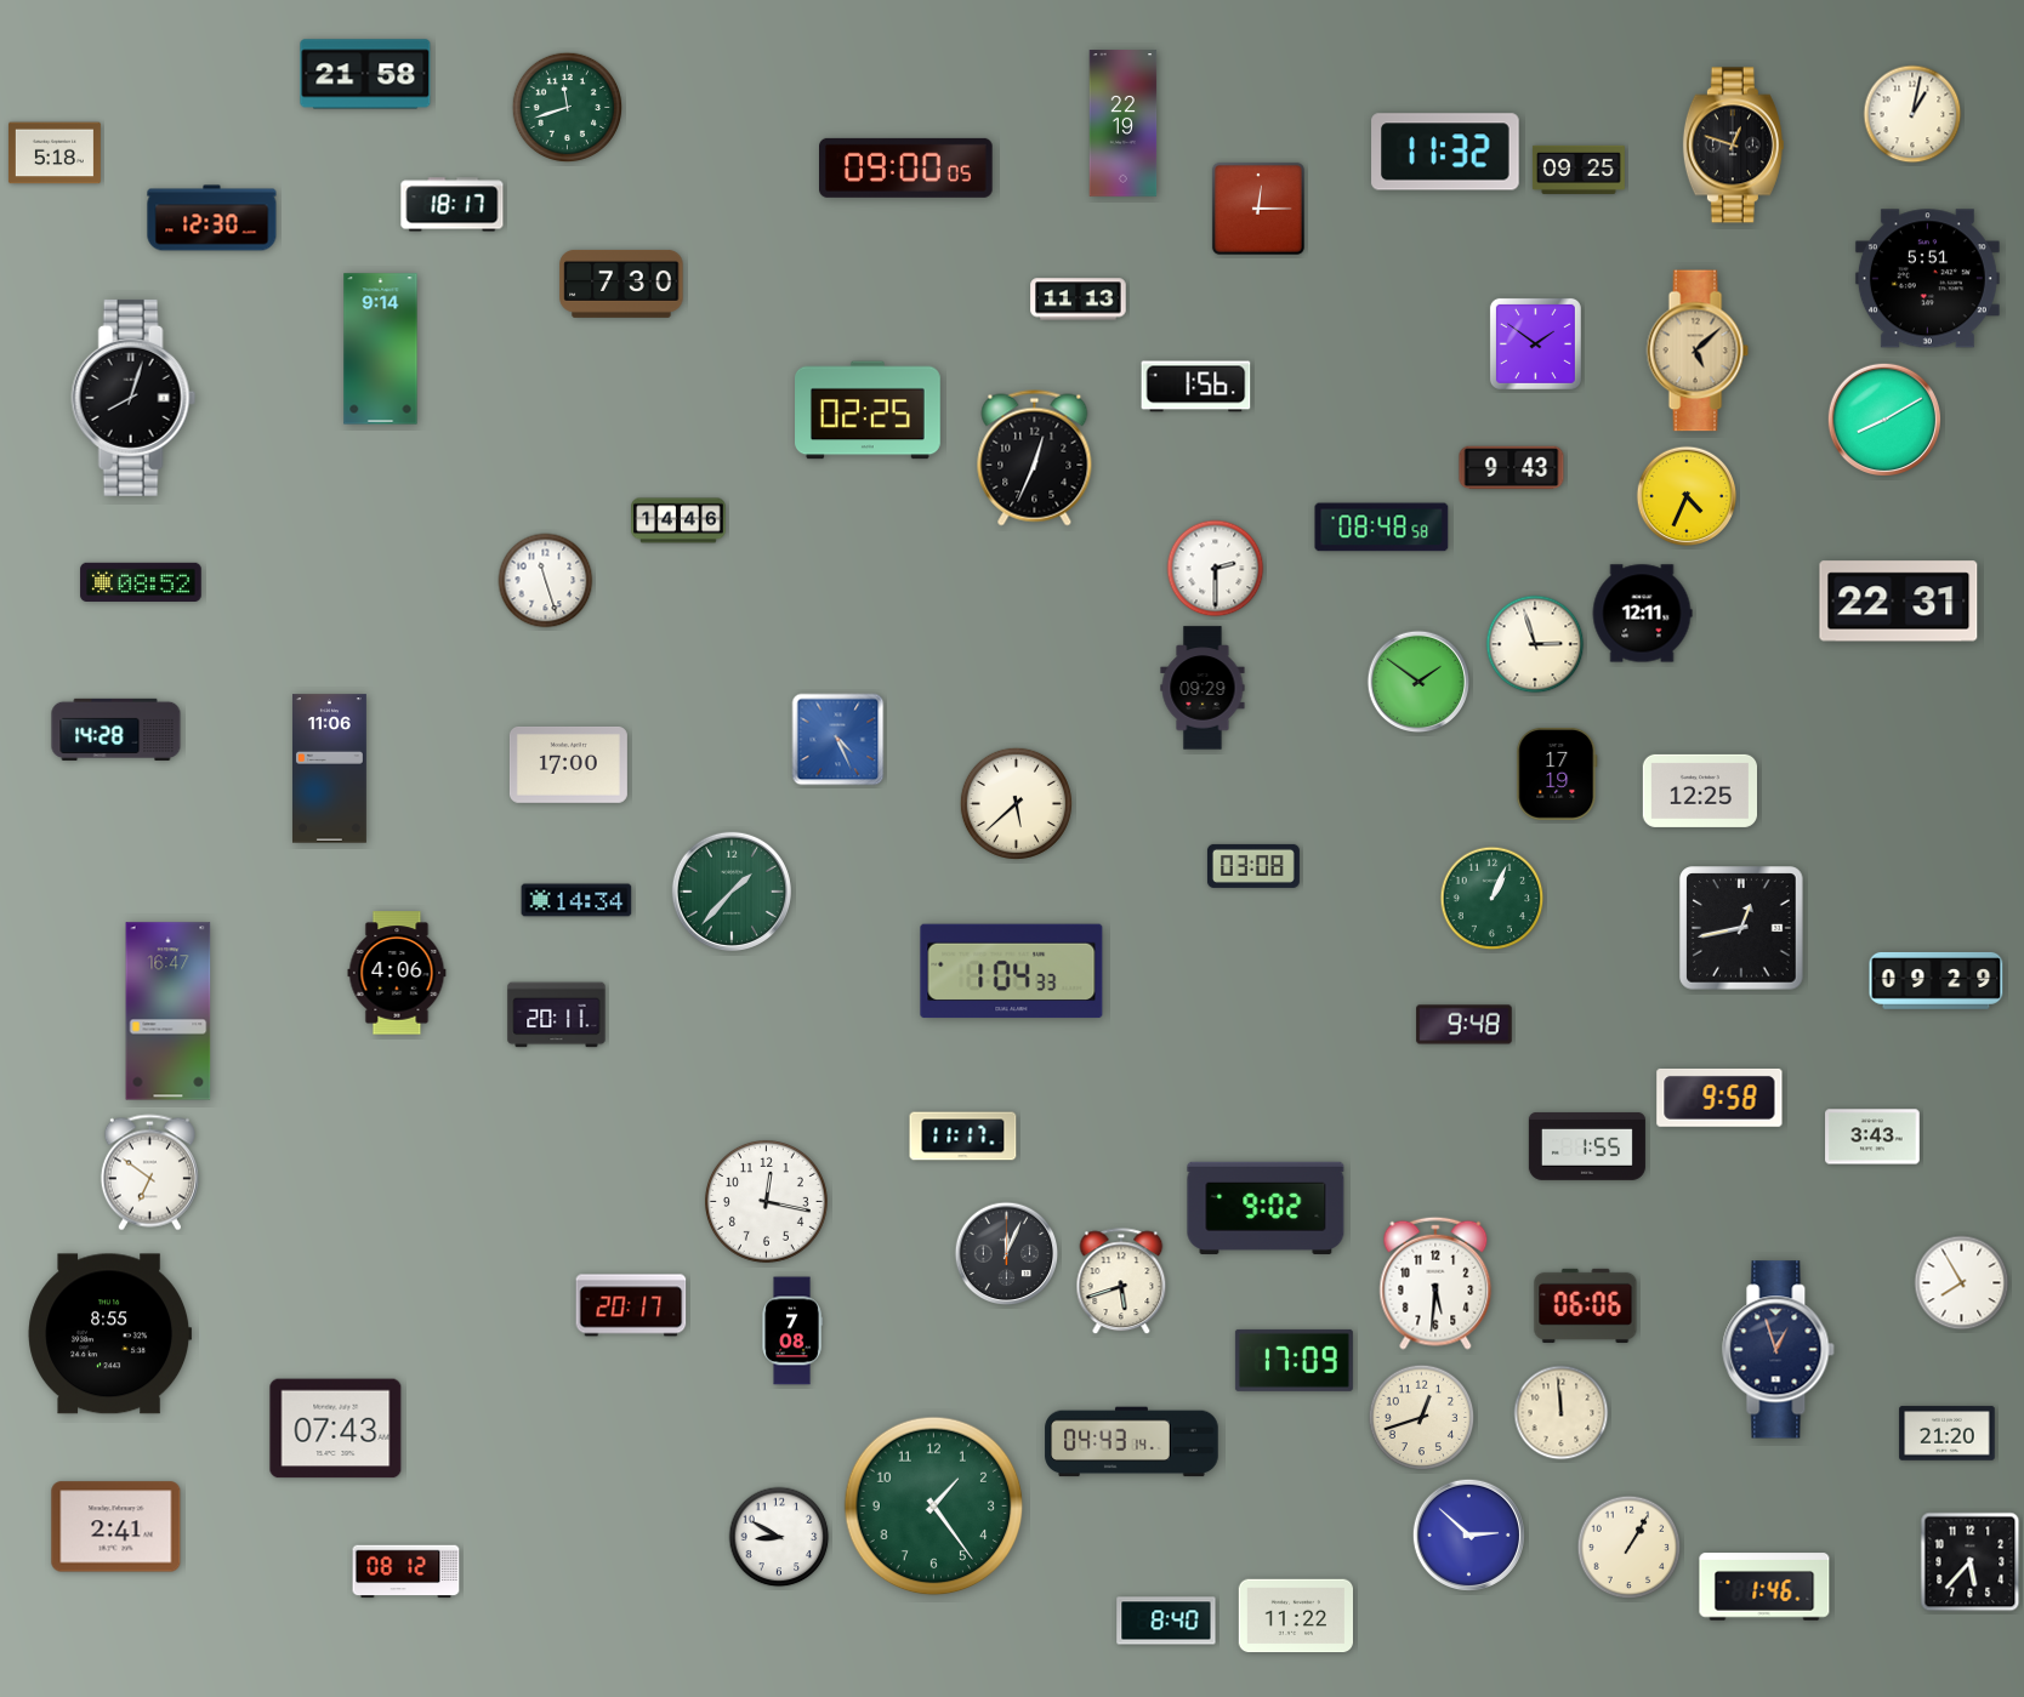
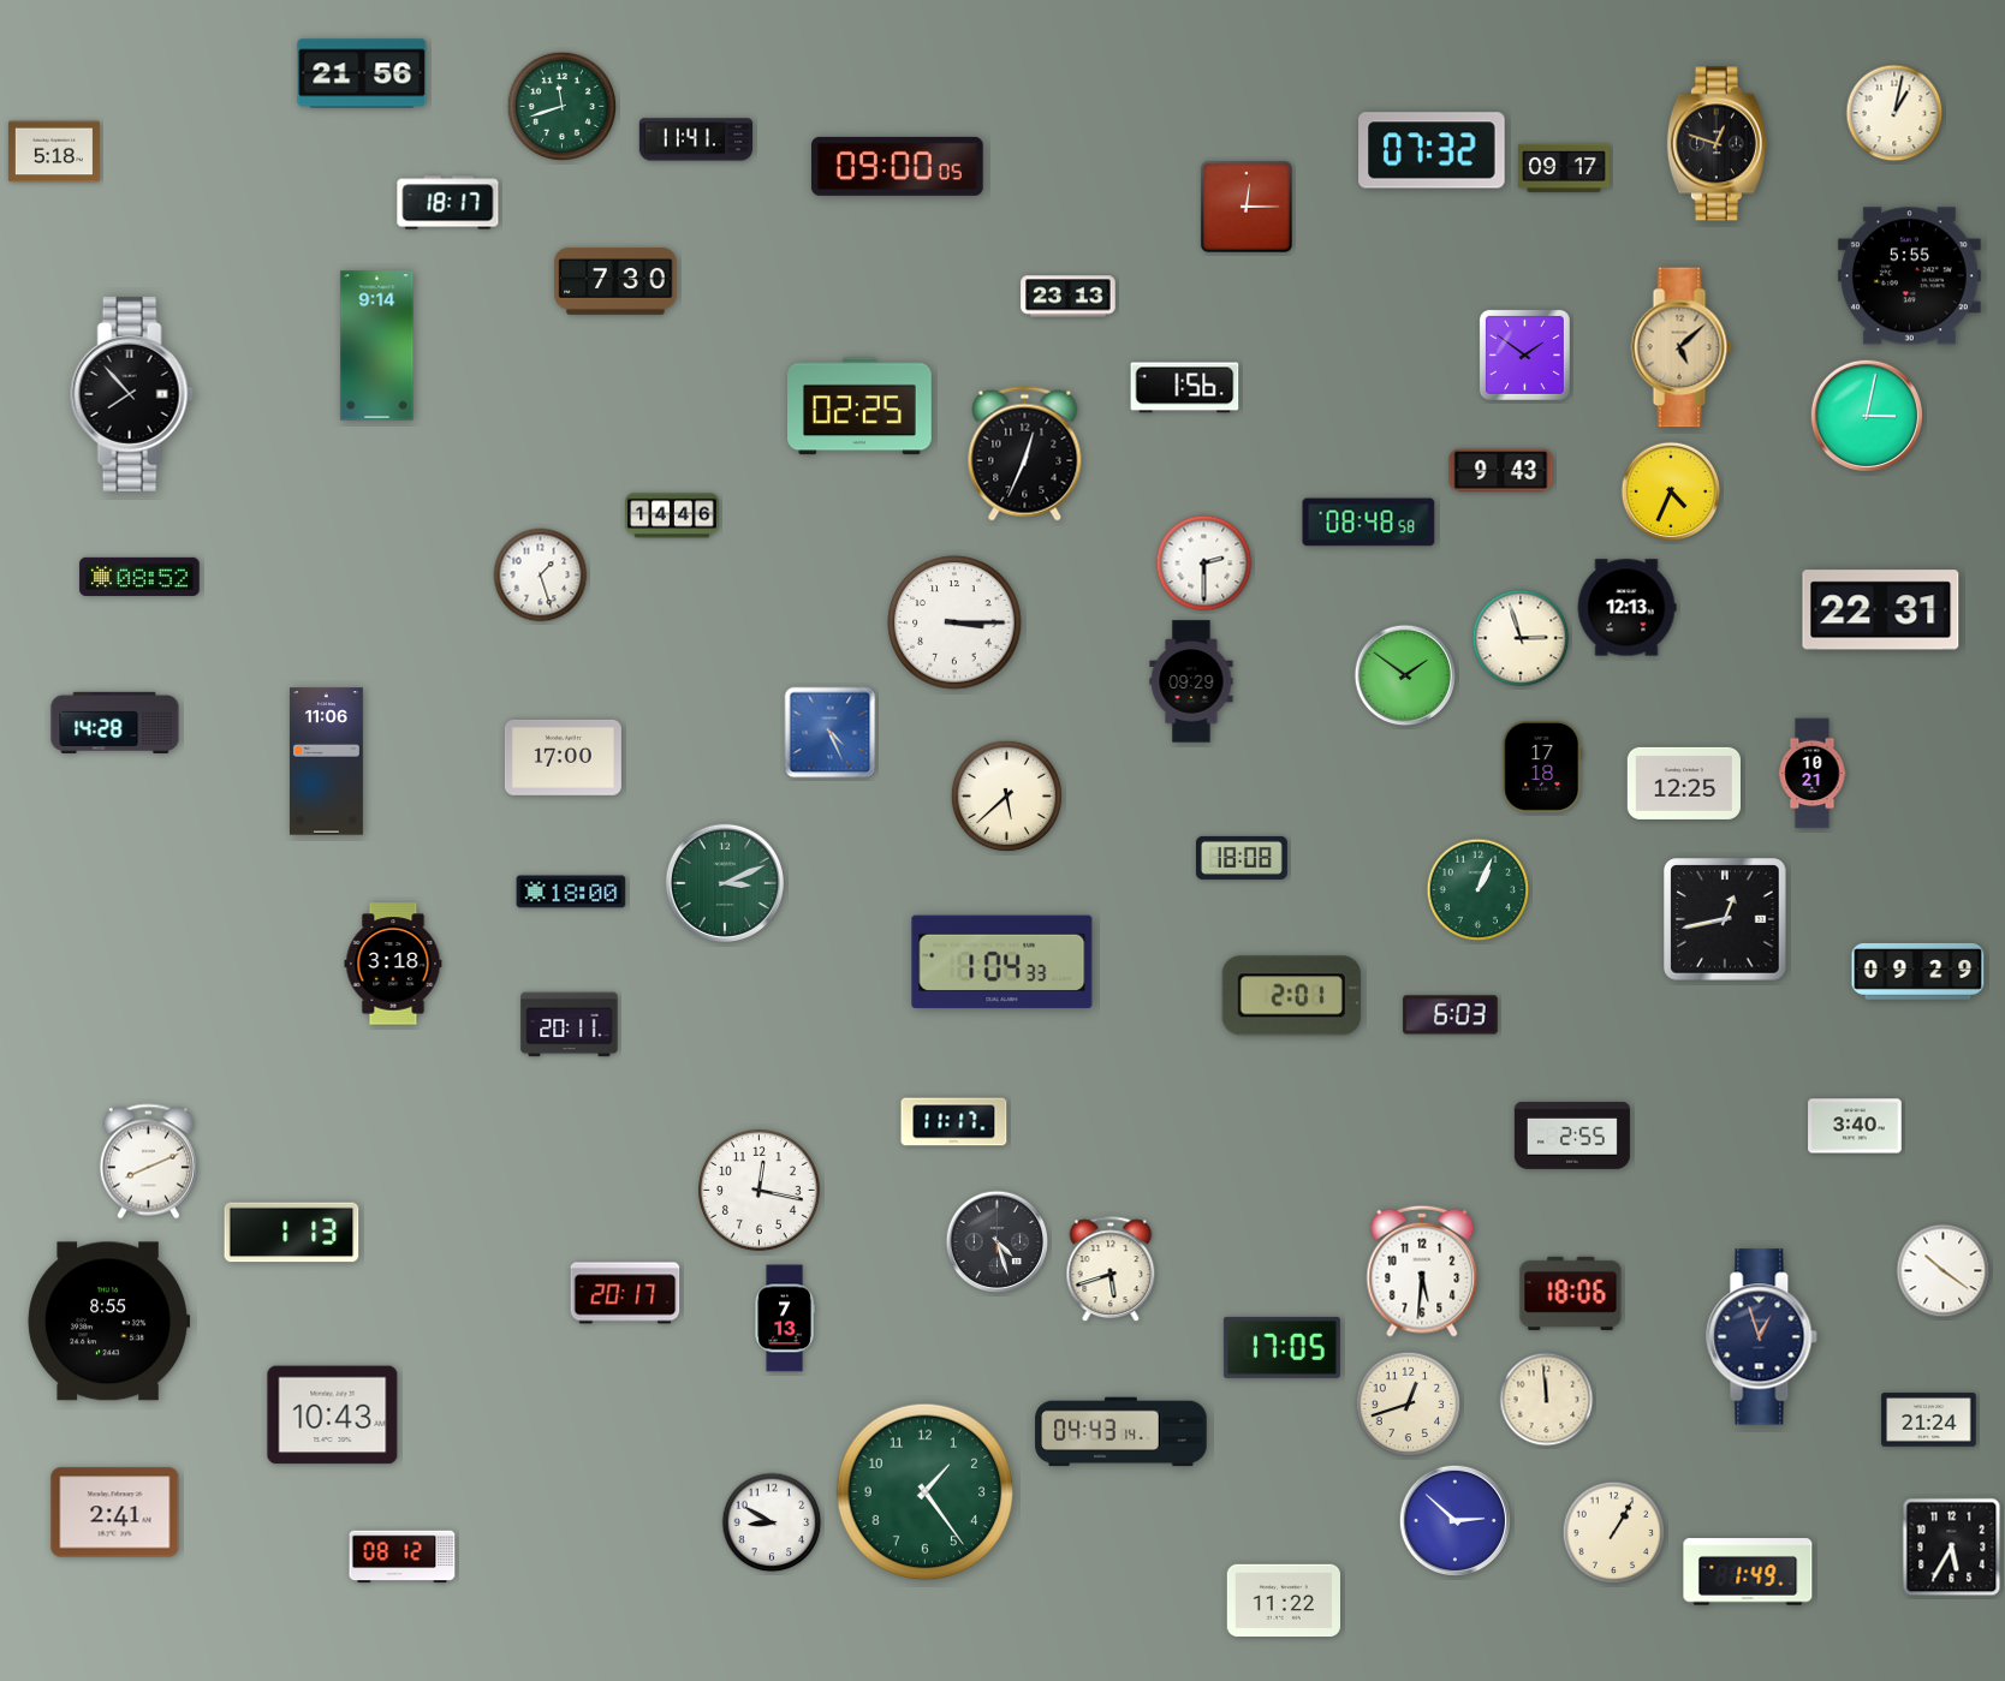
clock at (365, 74): 21:58 -> 21:56
clock at (1124, 124): 22:19 -> none
clock at (696, 139): none -> 11:41
clock at (1445, 152): 11:32 -> 07:32
clock at (1579, 170): 09:25 -> 09:17
clock at (212, 218): 12:30 -> none
clock at (1927, 279): 5:51 -> 5:55
clock at (1079, 300): 11:13 -> 23:13
clock at (1535, 343) position: (1535, 343) -> (1524, 354)
clock at (1196, 387) position: (1196, 387) -> (1185, 388)
clock at (133, 398): 8:03 -> 7:53
clock at (1883, 418): 8:10 -> 3:02
clock at (1512, 468) position: (1512, 468) -> (1501, 471)
clock at (546, 581): 11:27 -> 1:27
clock at (1899, 602) position: (1899, 602) -> (1881, 610)
clock at (1642, 614): 12:11 -> 12:13
clock at (954, 622): none -> 3:15
clock at (1557, 774): 17:19 -> 17:18
clock at (1813, 774): none -> 10:21
clock at (1253, 866): 03:08 -> 18:08
clock at (732, 892): 1:37 -> 3:11
clock at (576, 900): 14:34 -> 18:00
clock at (397, 973): 4:06 -> 3:18
clock at (1291, 996): none -> 2:01
clock at (169, 1012): 16:47 -> none
clock at (557, 1015) position: (557, 1015) -> (570, 1025)
clock at (1465, 1025): 9:48 -> 6:03
clock at (1719, 1098): 9:58 -> none
clock at (963, 1137) position: (963, 1137) -> (954, 1122)
clock at (1872, 1137): 3:43 -> 3:40
clock at (1587, 1146): 1:55 -> 2:55
clock at (149, 1173): 6:51 -> 8:11
clock at (1266, 1208): 9:02 -> none
clock at (292, 1233): none -> 1:13
clock at (1007, 1254): 12:04 -> 4:27
clock at (1962, 1283): 7:55 -> 10:21
clock at (1586, 1305): 06:06 -> 18:06
clock at (792, 1331): 7:08 -> 7:13
clock at (1294, 1360): 17:09 -> 17:05
clock at (336, 1429): 07:43 -> 10:43
clock at (1948, 1434): 21:20 -> 21:24
clock at (1132, 1442) position: (1132, 1442) -> (1122, 1432)
clock at (1971, 1562): 5:37 -> 5:35
clock at (1764, 1587): 1:46 -> 1:49
clock at (1166, 1621): 8:40 -> none
